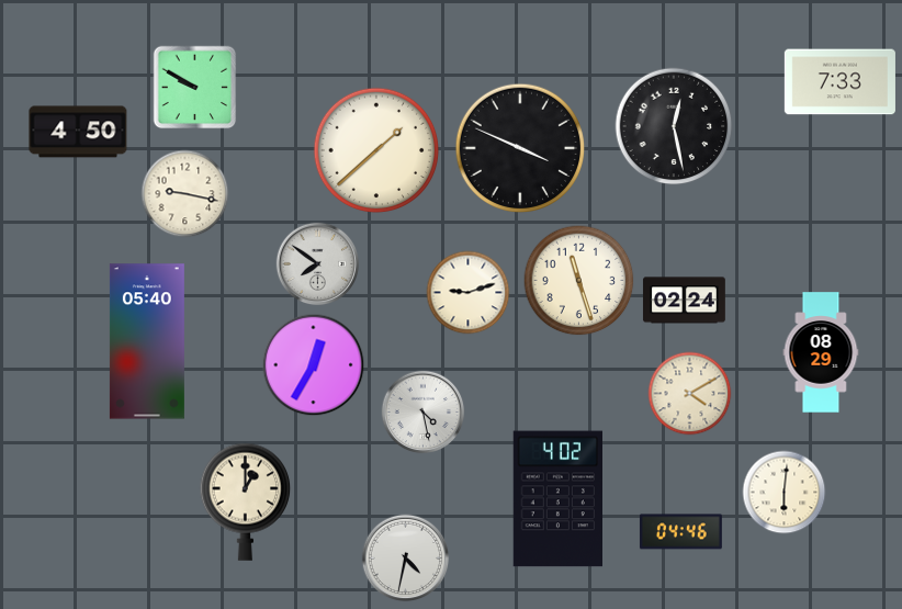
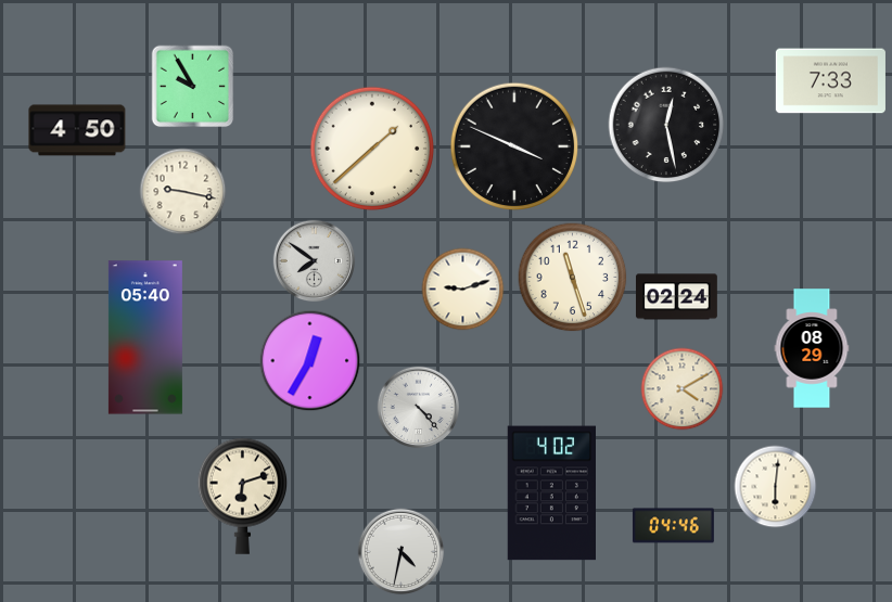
clock at (195, 88): 9:50 -> 9:55
clock at (424, 413): 4:28 -> 4:23
clock at (246, 501): 1:00 -> 6:12
